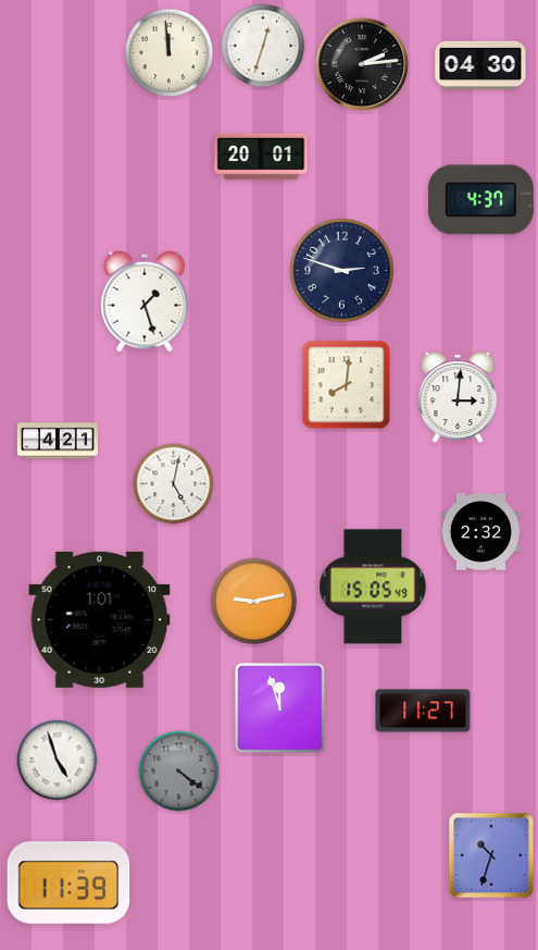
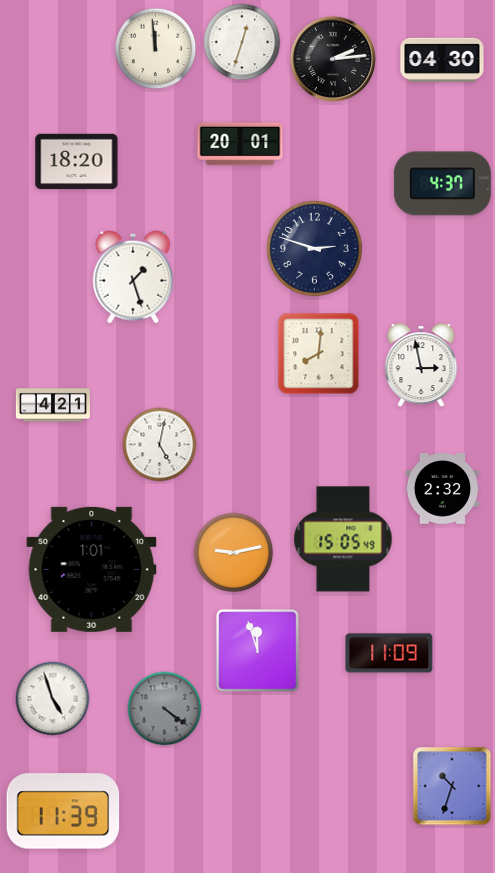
clock at (77, 162): none -> 18:20
clock at (458, 398): 3:01 -> 2:58
clock at (423, 711): 11:27 -> 11:09
